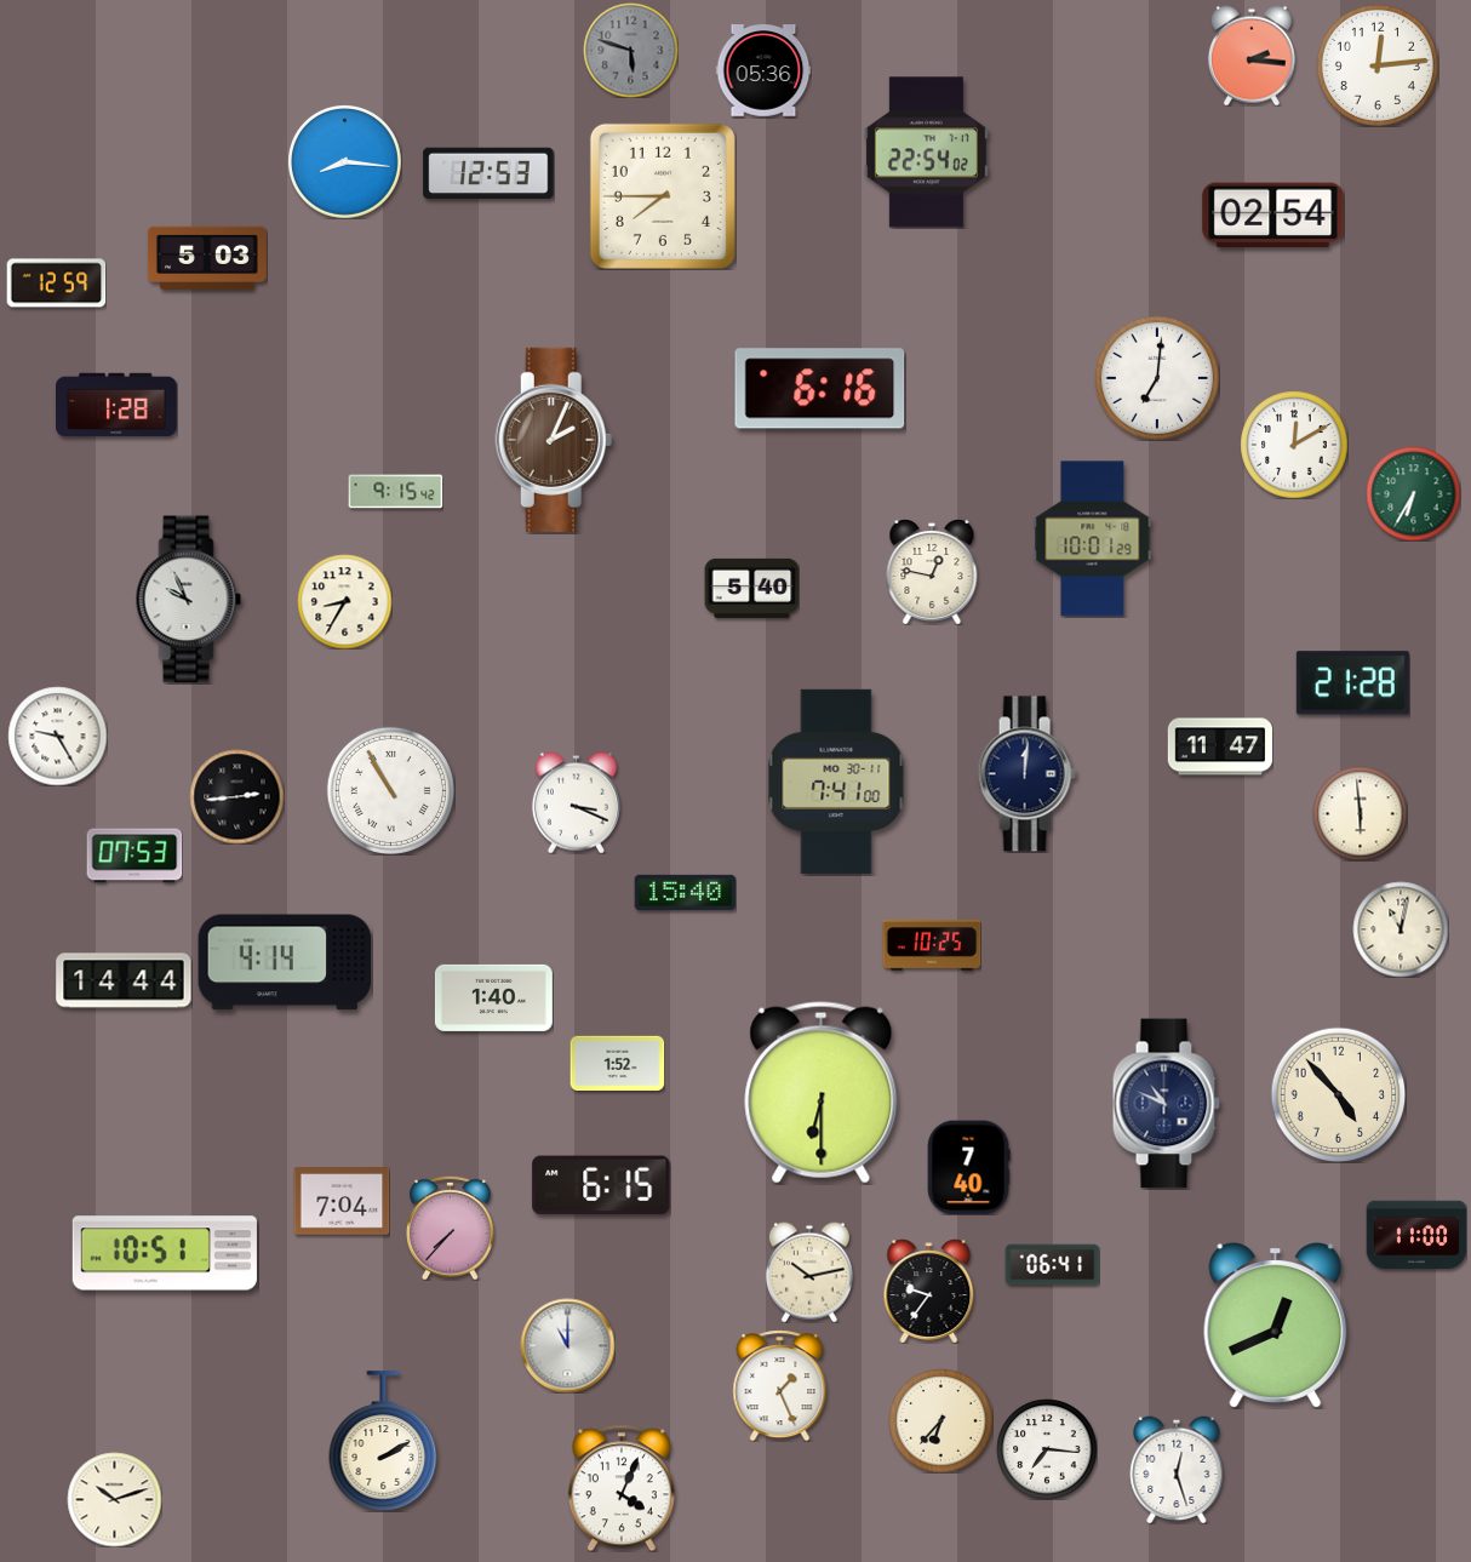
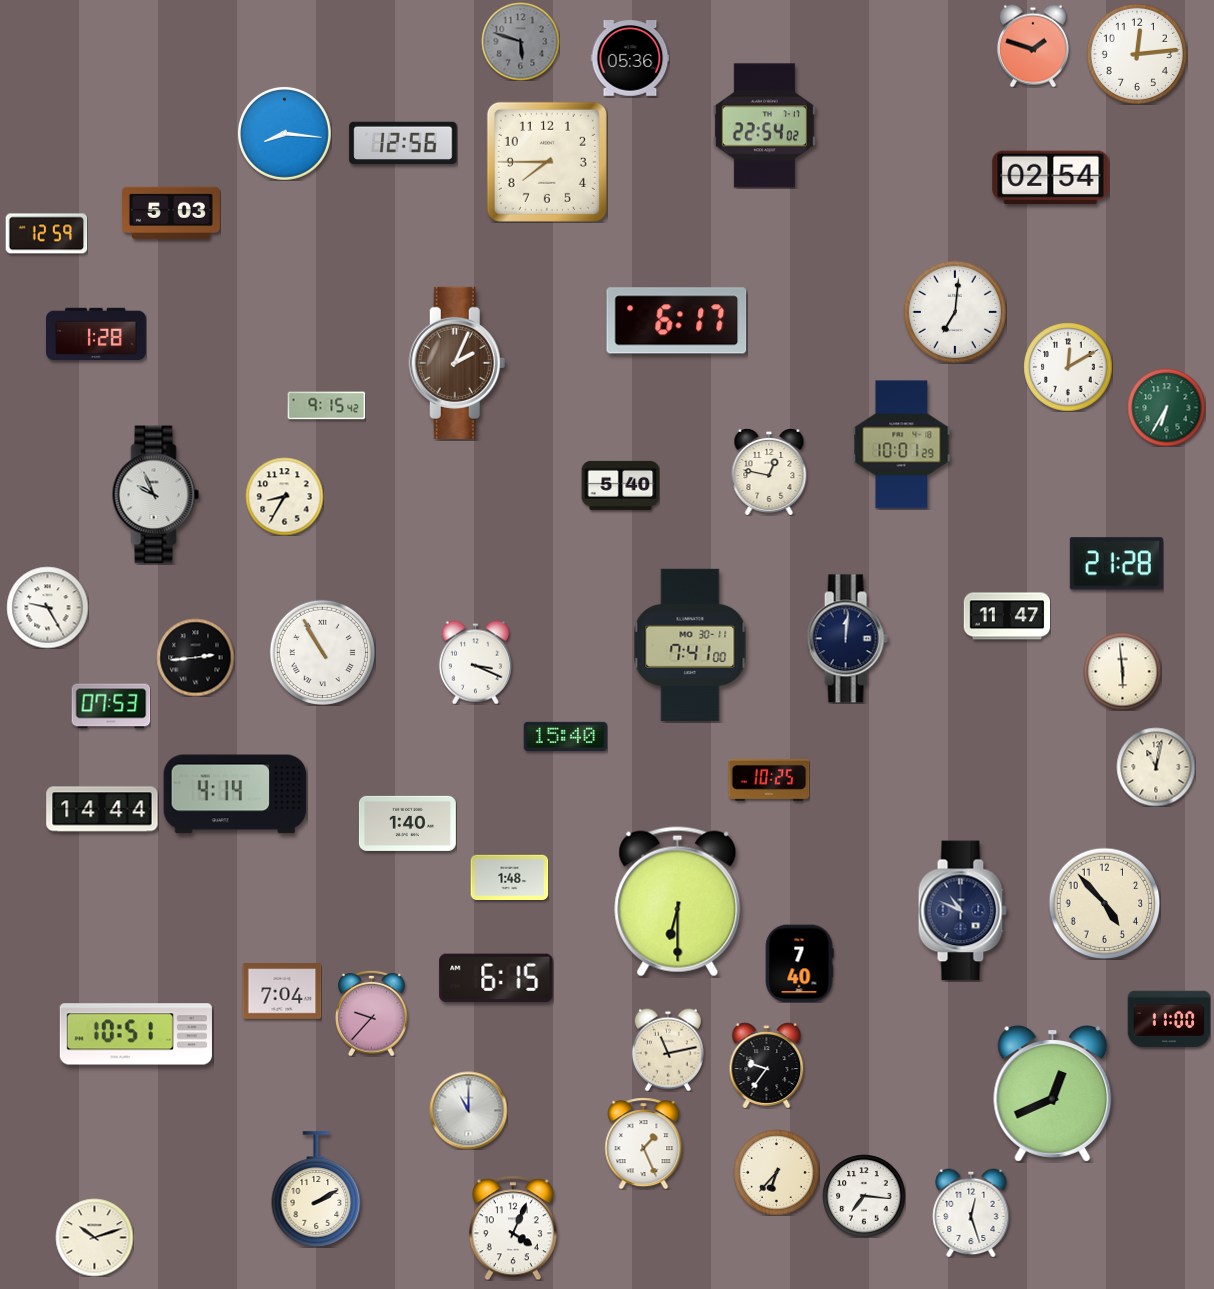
clock at (1252, 56): 2:16 -> 1:48
clock at (488, 173): 12:53 -> 12:56
clock at (820, 389): 6:16 -> 6:17
clock at (617, 1063): 1:52 -> 1:48
clock at (451, 1228): 7:37 -> 9:37
clock at (1052, 1265): 06:41 -> none
clock at (809, 1272): 10:13 -> 11:13
